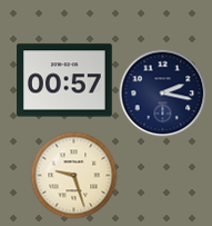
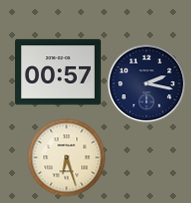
clock at (73, 175): 9:27 -> 6:27
